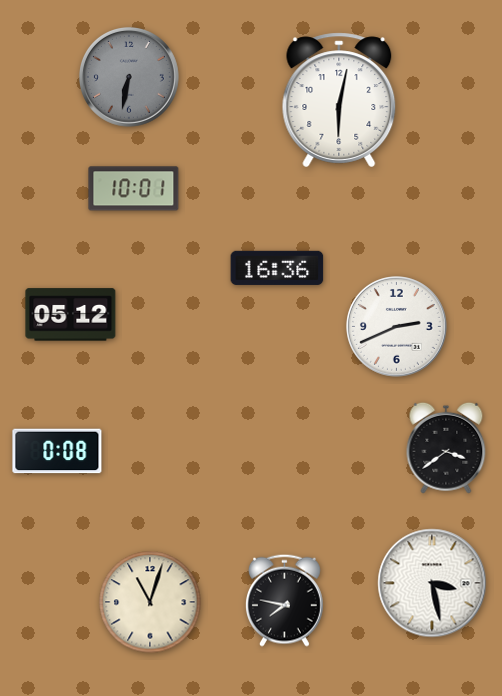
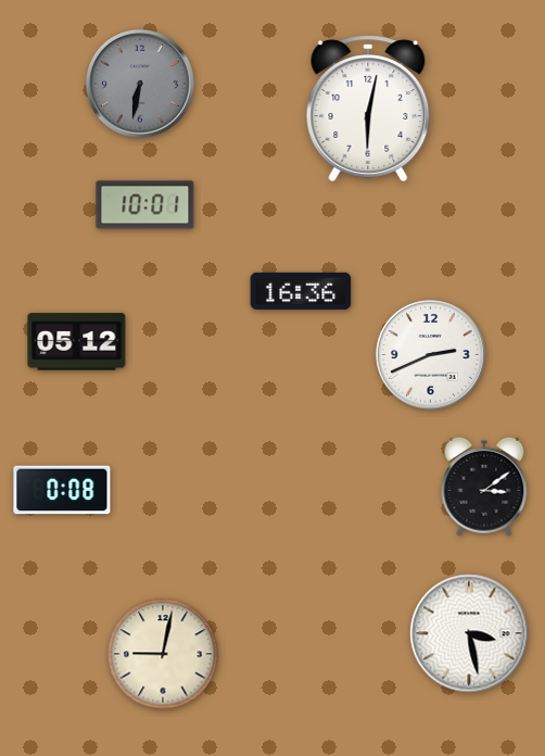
clock at (446, 448): 3:39 -> 3:09
clock at (284, 600): 7:47 -> none
clock at (150, 602): 11:03 -> 9:02
